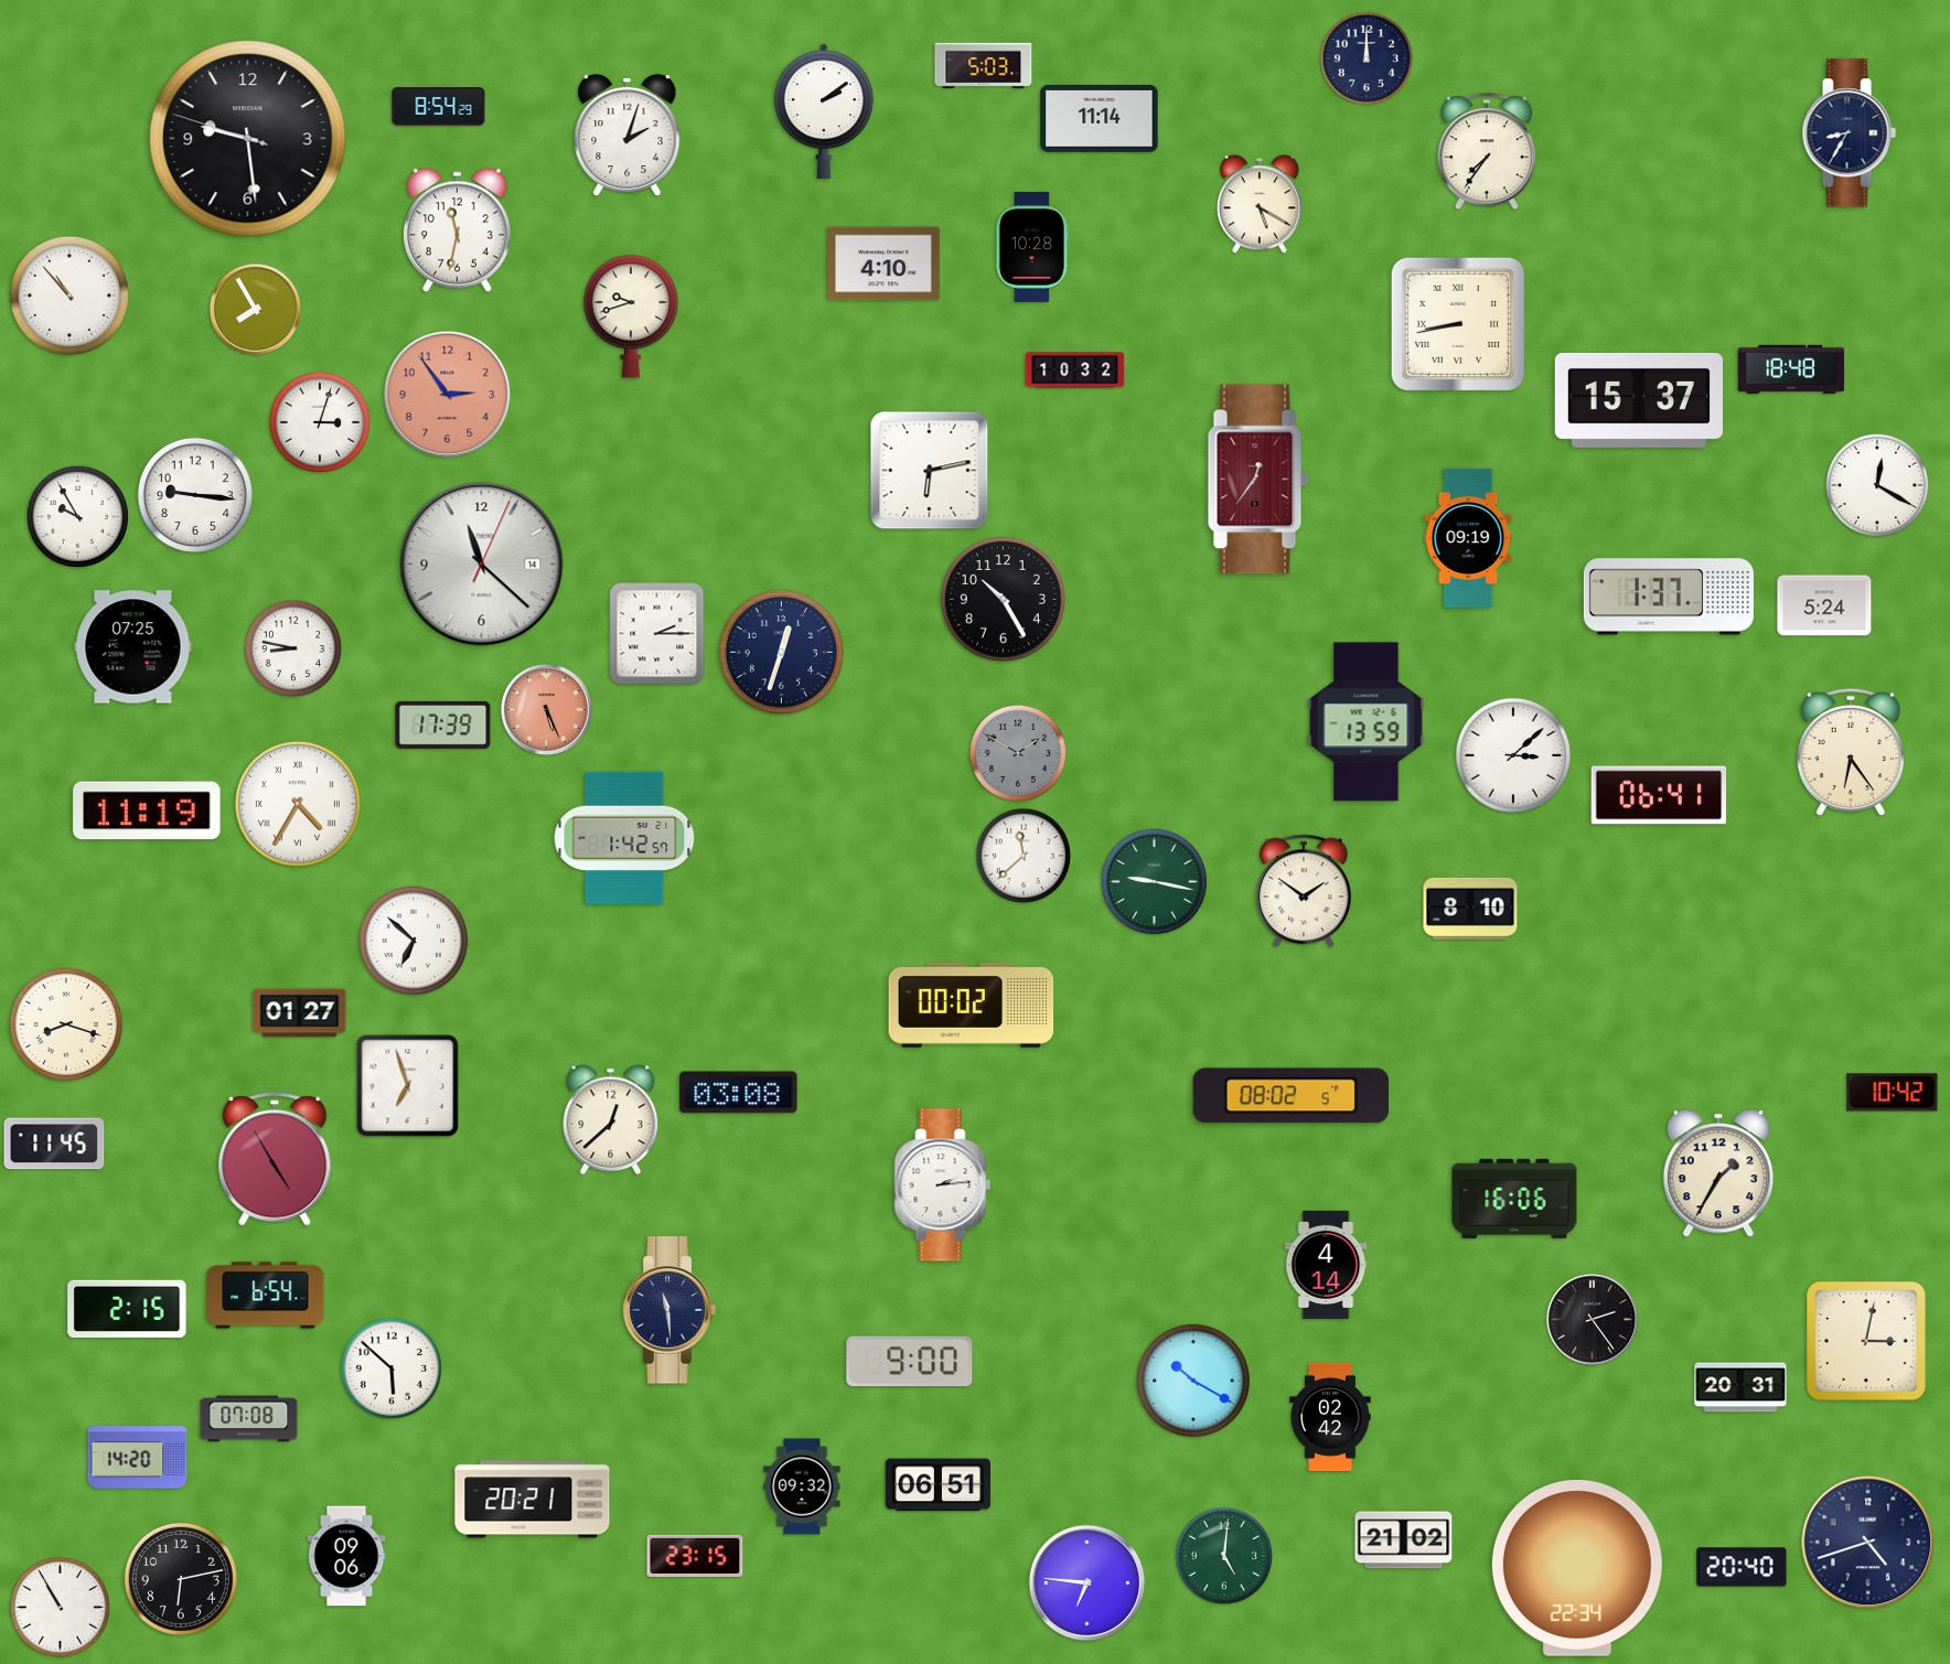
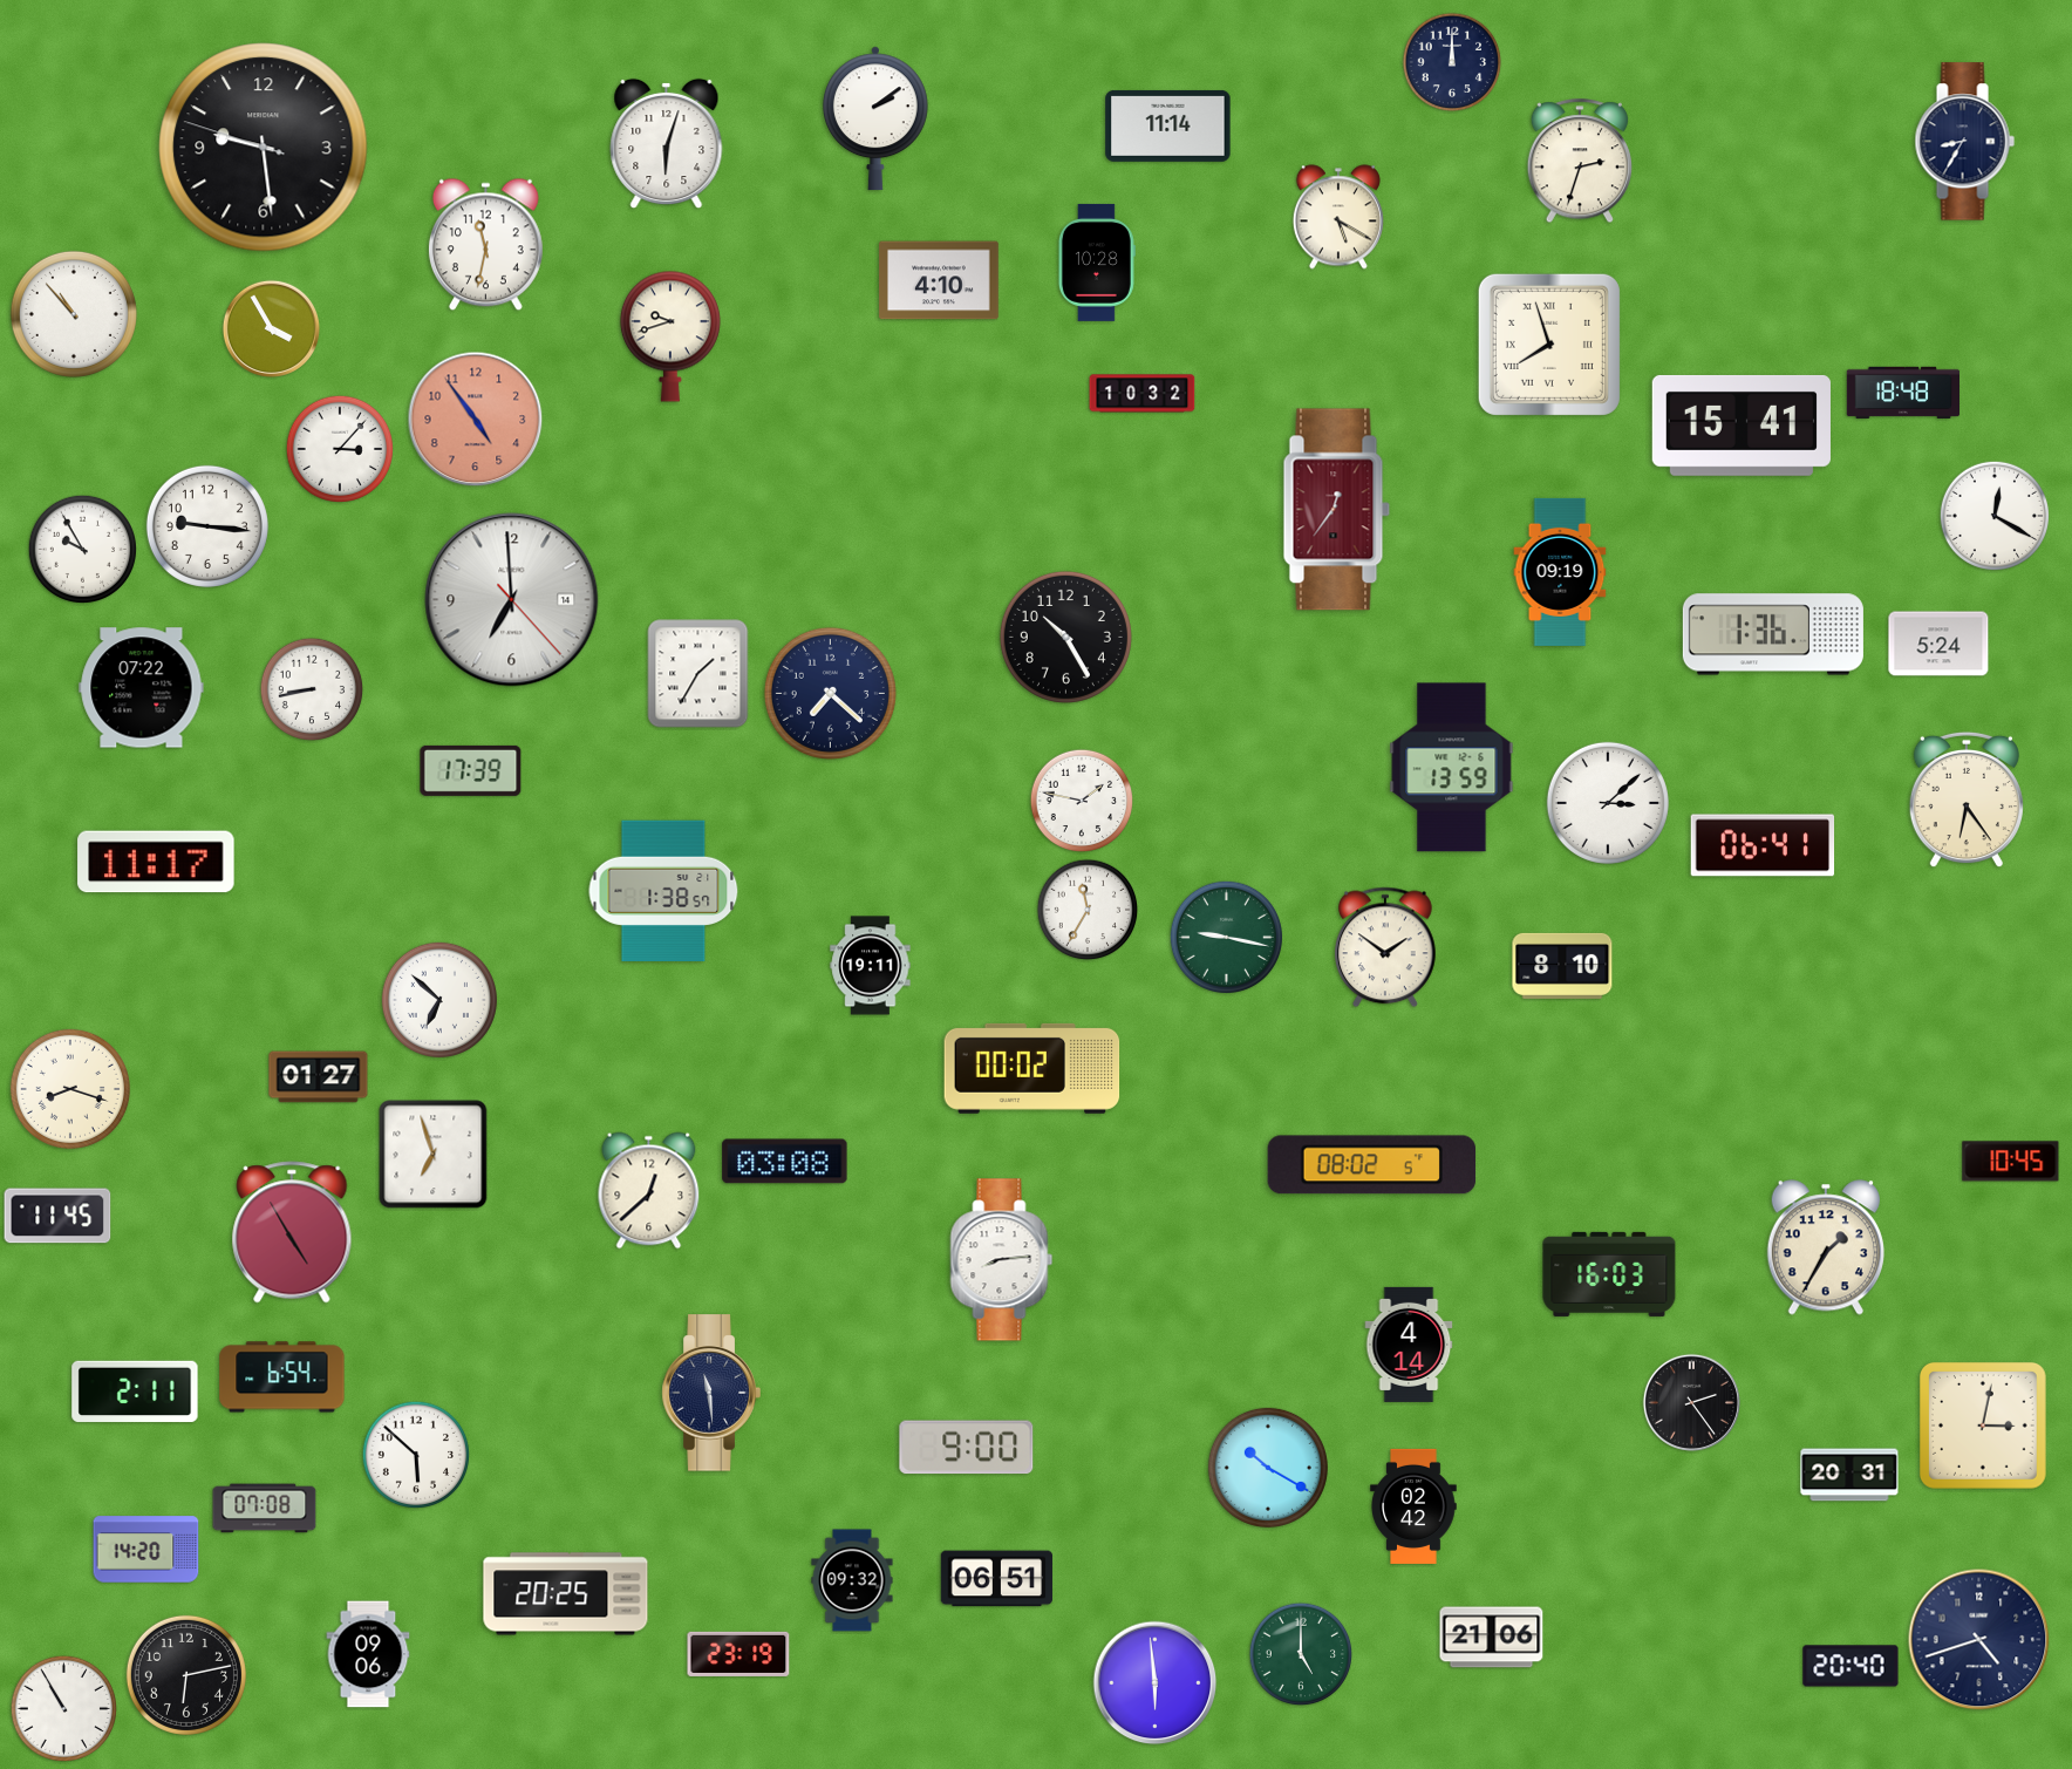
clock at (984, 65): 5:03 -> none
clock at (439, 107): 8:54 -> none
clock at (628, 136): 2:03 -> 6:03
clock at (1486, 152): 7:36 -> 2:33
clock at (255, 309): 7:55 -> 3:55
clock at (1458, 324): 8:43 -> 7:57
clock at (448, 395): 2:54 -> 4:54
clock at (1639, 400): 15:37 -> 15:41
clock at (319, 421): 3:03 -> 3:07
clock at (930, 471): 6:13 -> none
clock at (482, 565): 11:22 -> 6:59
clock at (1669, 597): 1:37 -> 1:36
clock at (657, 634): 2:15 -> 1:35
clock at (133, 647): 07:25 -> 07:22
clock at (293, 648): 8:47 -> 8:43
clock at (781, 652): 12:33 -> 7:22
clock at (546, 709): 5:26 -> none
clock at (1018, 753): 1:50 -> 1:47
clock at (1018, 753) dial: grey -> white
clock at (298, 804): 4:35 -> none
clock at (147, 810): 11:19 -> 11:17
clock at (624, 837): 1:42 -> 1:38
clock at (1024, 856): 11:38 -> 11:35
clock at (871, 966): none -> 19:11
clock at (1893, 1093): 10:42 -> 10:45
clock at (943, 1185): 2:14 -> 8:14
clock at (1514, 1199): 16:06 -> 16:03
clock at (127, 1309): 2:15 -> 2:11
clock at (533, 1500): 20:21 -> 20:25
clock at (1404, 1540): 21:02 -> 21:06
clock at (1868, 1543) position: (1868, 1543) -> (1979, 1640)
clock at (695, 1556): 23:15 -> 23:19
clock at (1224, 1556): 5:01 -> 5:00
clock at (1577, 1568): 22:34 -> none
clock at (181, 1579) position: (181, 1579) -> (186, 1675)
clock at (1087, 1584): 6:46 -> 5:59
